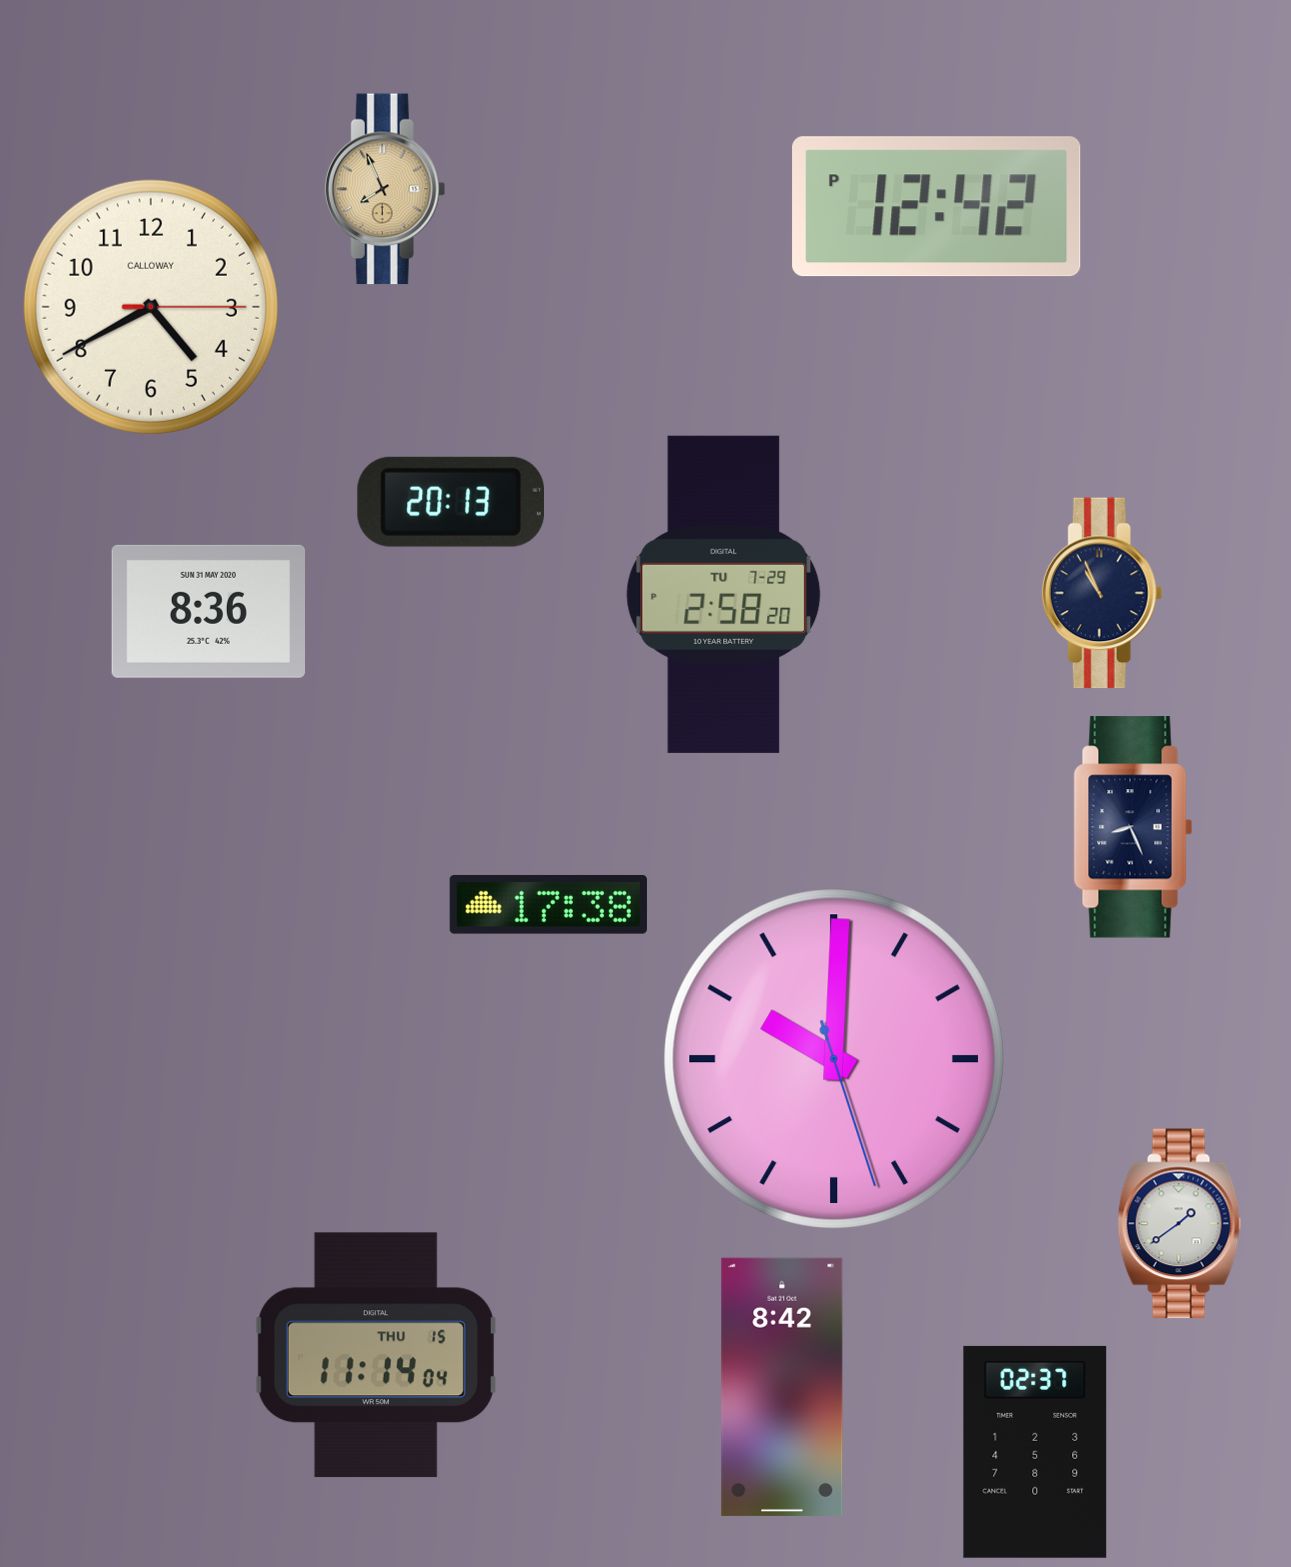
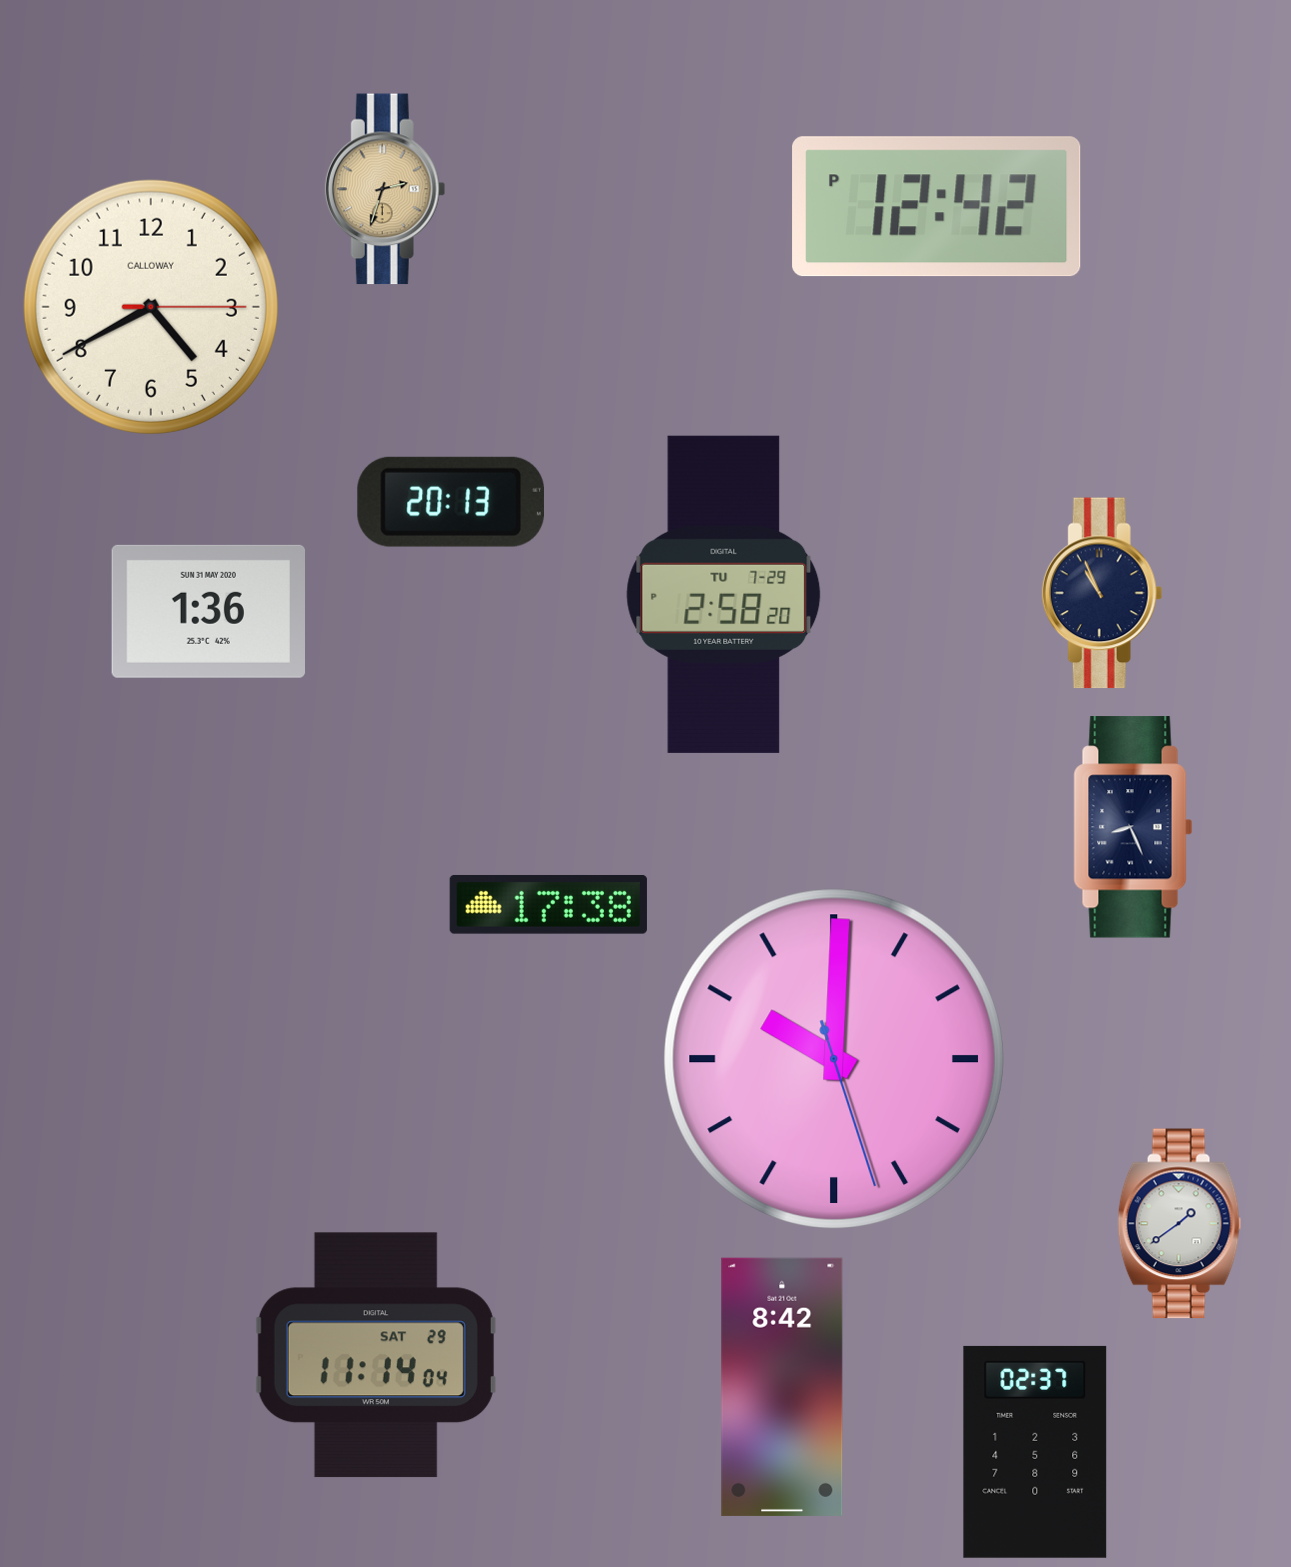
clock at (385, 189): 7:56 -> 2:33
clock at (208, 611): 8:36 -> 1:36
clock at (376, 1355) date: THU 15 -> SAT 29
